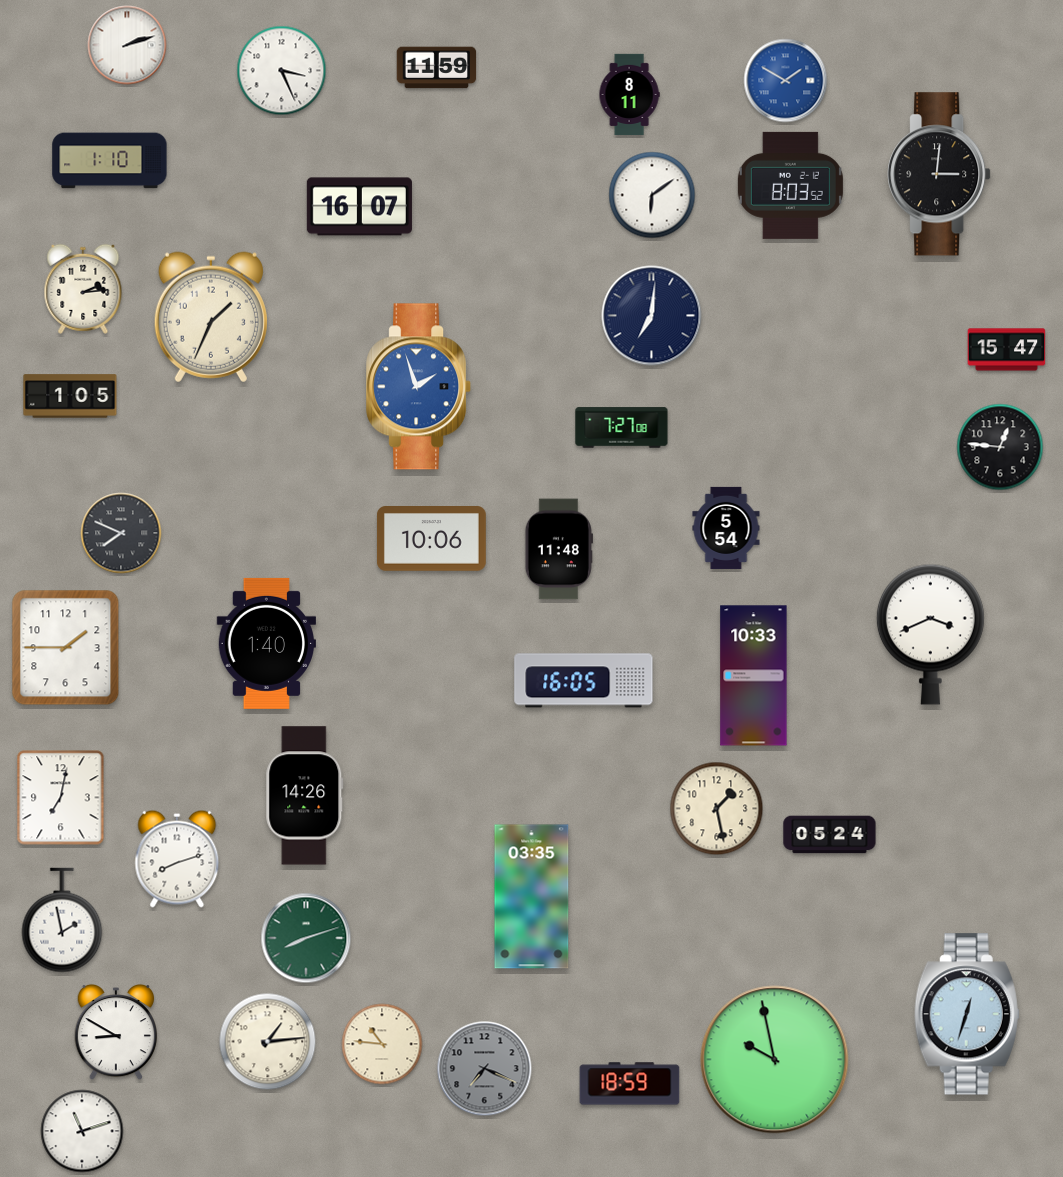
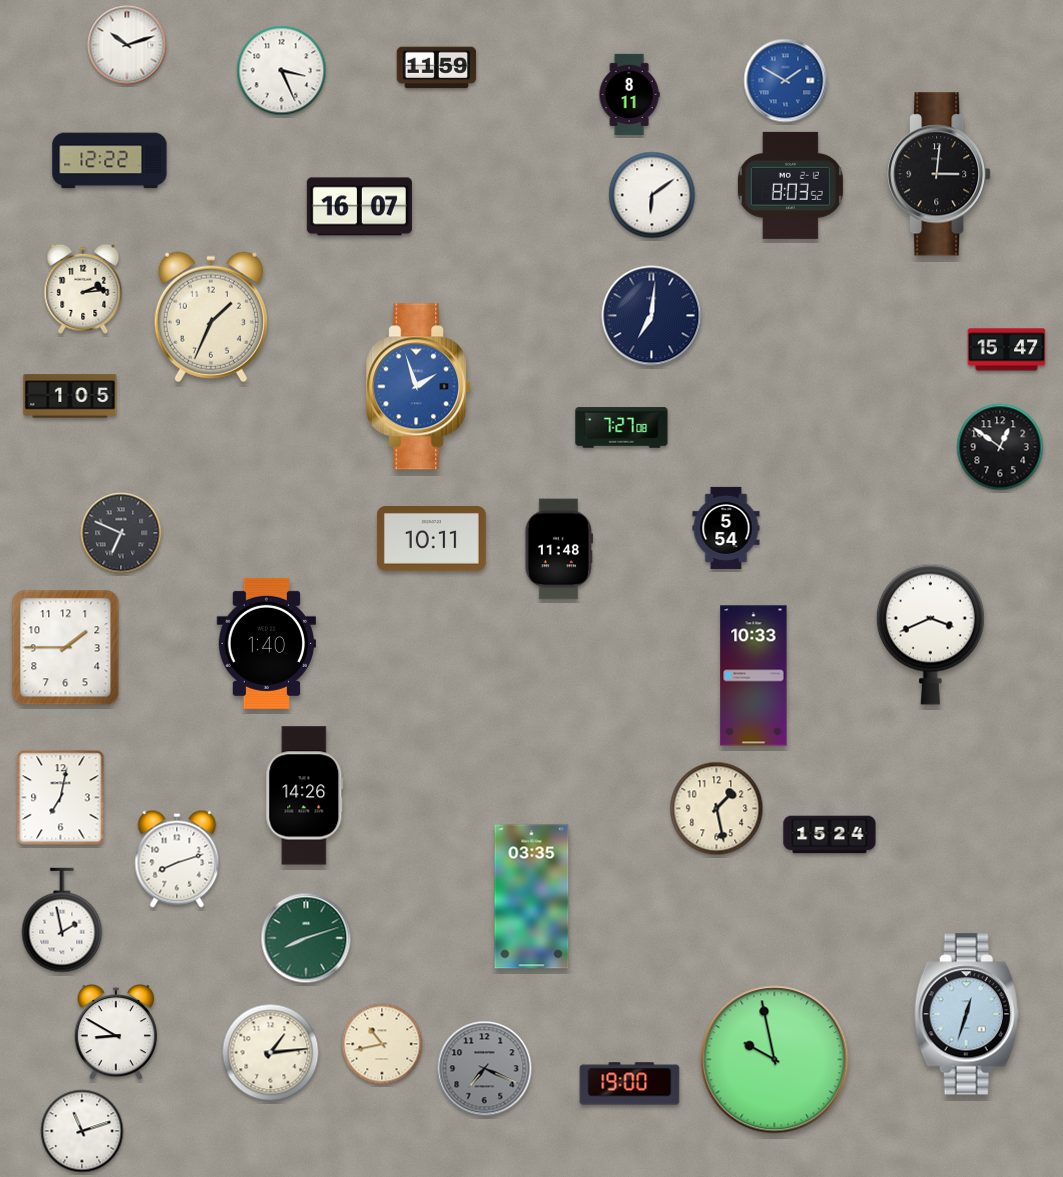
clock at (127, 45): 2:12 -> 10:12
clock at (110, 161): 1:10 -> 12:22
clock at (1000, 447): 12:46 -> 12:51
clock at (121, 533): 7:49 -> 6:49
clock at (432, 539): 10:06 -> 10:11
clock at (584, 681): 16:05 -> none
clock at (830, 835): 05:24 -> 15:24
clock at (268, 1042) position: (268, 1042) -> (271, 1053)
clock at (382, 1044): 10:46 -> 10:43
clock at (630, 1084): 18:59 -> 19:00
